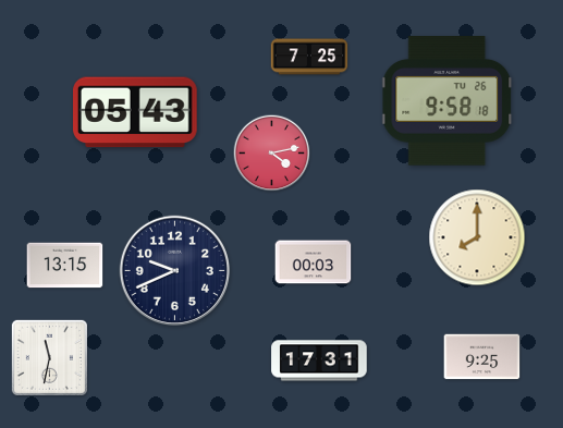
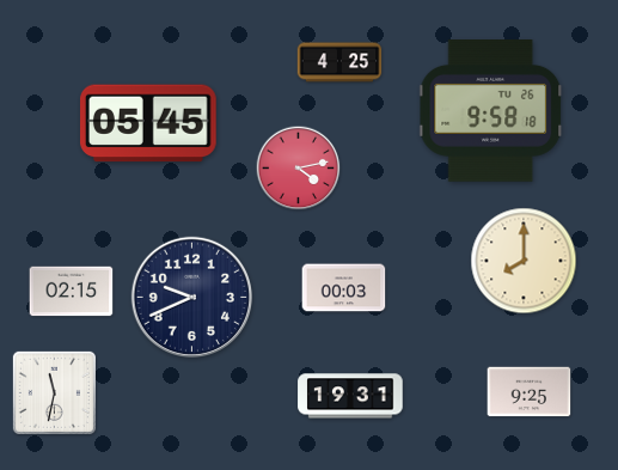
clock at (309, 57): 7:25 -> 4:25
clock at (136, 112): 05:43 -> 05:45
clock at (65, 266): 13:15 -> 02:15
clock at (319, 360): 17:31 -> 19:31
